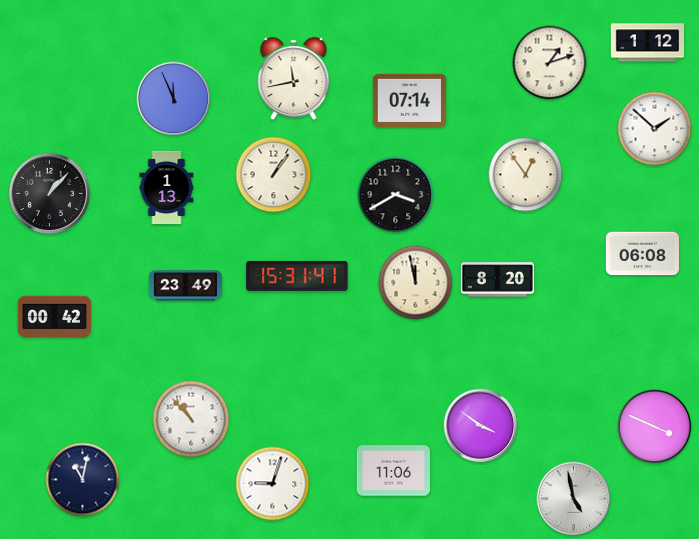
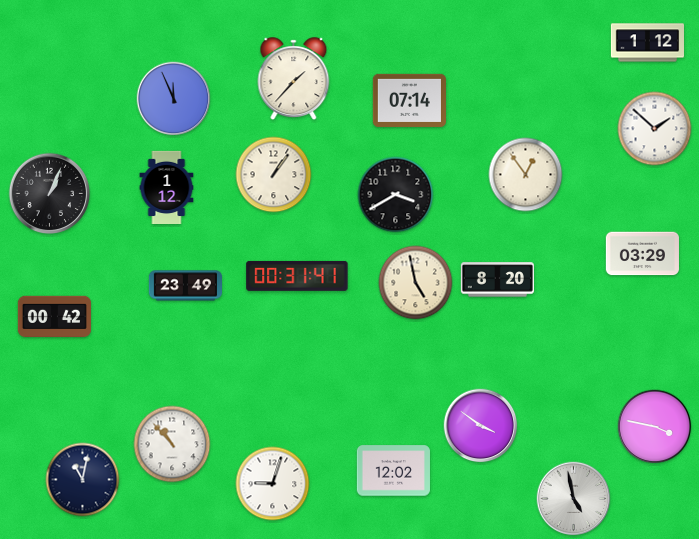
clock at (550, 63): 1:12 -> none
clock at (294, 79): 11:43 -> 1:37
clock at (167, 187): 1:13 -> 1:12
clock at (50, 194): 1:07 -> 1:04
clock at (642, 254): 06:08 -> 03:29
clock at (297, 276): 15:31 -> 00:31
clock at (416, 283): 11:58 -> 4:58
clock at (191, 419) position: (191, 419) -> (172, 444)
clock at (655, 427): 3:49 -> 3:47
clock at (393, 471): 11:06 -> 12:02
